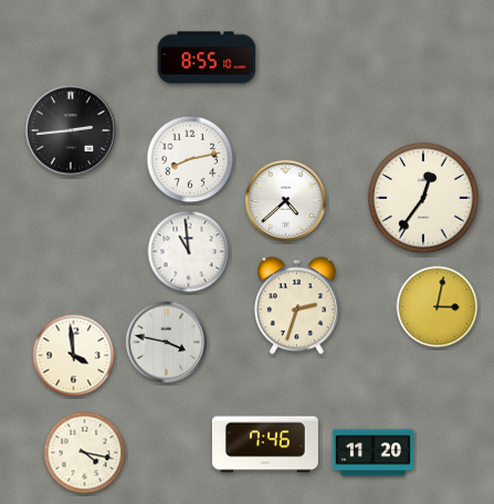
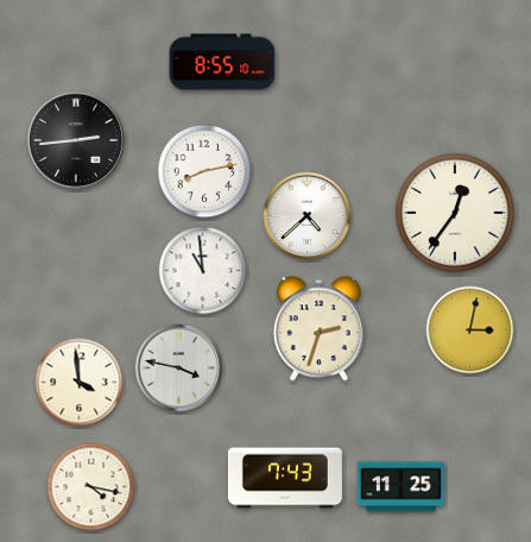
clock at (265, 444): 7:46 -> 7:43
clock at (372, 453): 11:20 -> 11:25
